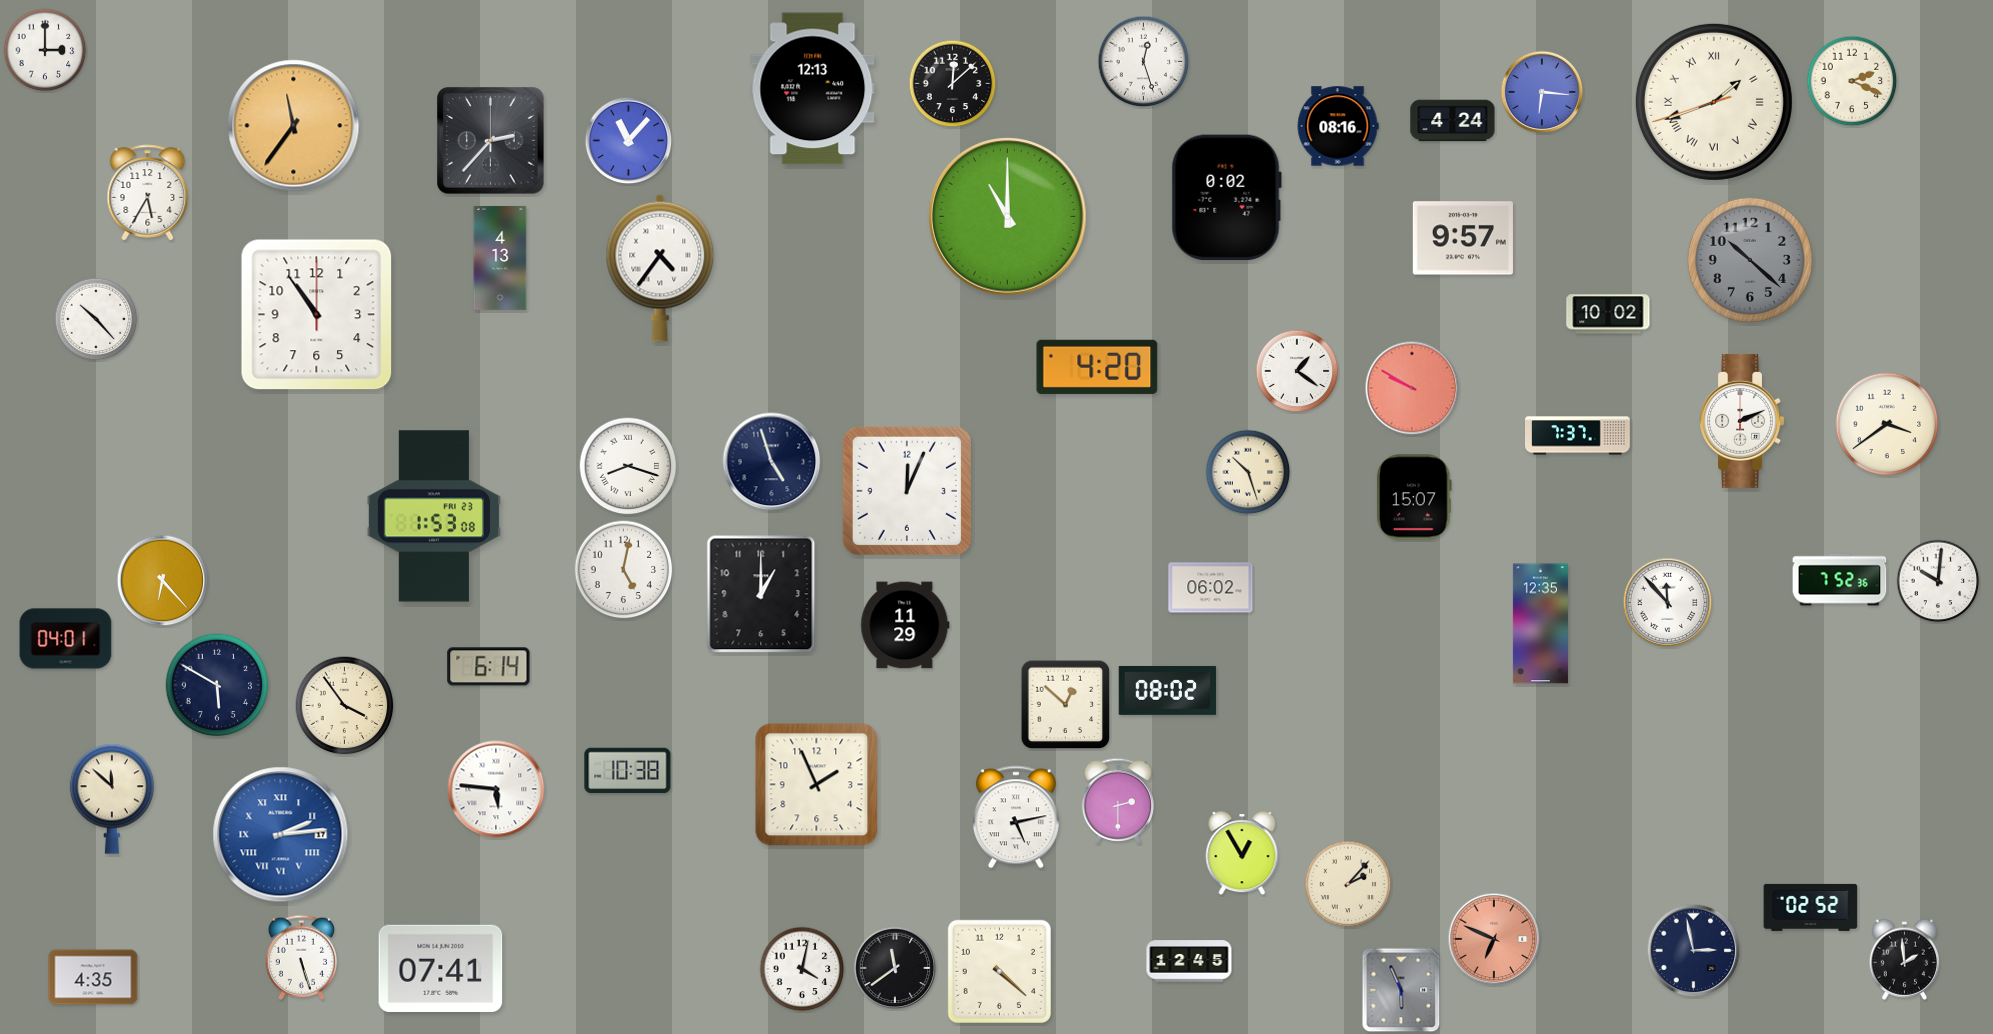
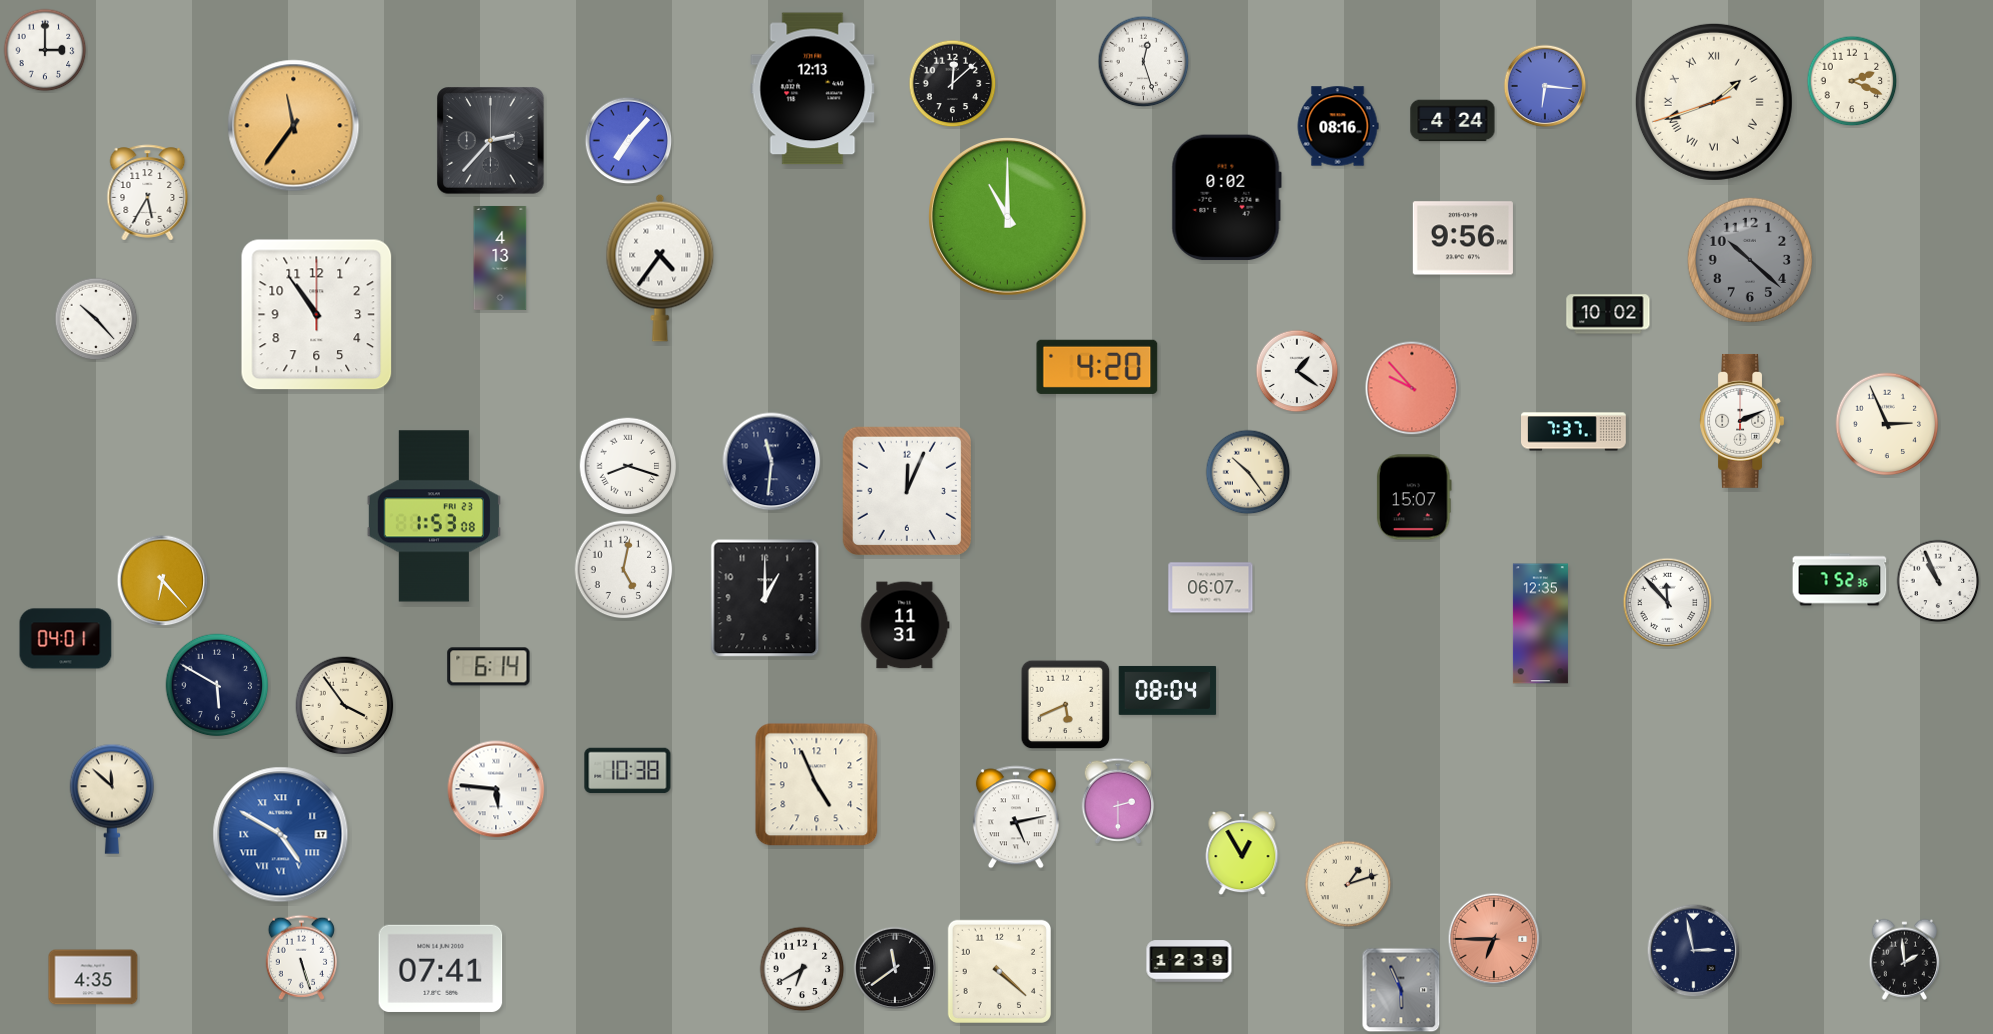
clock at (1542, 92) position: (1542, 92) -> (1545, 86)
clock at (629, 141): 11:07 -> 7:07
clock at (1463, 238): 9:57 -> 9:56
clock at (1412, 388): 9:50 -> 9:53
clock at (1887, 424): 3:39 -> 2:56
clock at (1578, 436) position: (1578, 436) -> (1574, 432)
clock at (772, 462): 4:57 -> 11:31
clock at (1248, 472): 10:27 -> 10:24
clock at (1938, 581): 10:01 -> 10:56
clock at (1211, 588): 06:02 -> 06:07
clock at (761, 594) position: (761, 594) -> (765, 598)
clock at (905, 625): 11:29 -> 11:31
clock at (1168, 690): 08:02 -> 08:04
clock at (1066, 705): 12:52 -> 5:41
clock at (817, 785): 1:56 -> 4:56
clock at (281, 835): 2:14 -> 4:50
clock at (1348, 884): 2:07 -> 1:12
clock at (1811, 907): 02:52 -> none
clock at (1494, 939): 6:49 -> 6:45
clock at (1189, 961): 12:45 -> 12:39
clock at (802, 969): 4:02 -> 6:40
